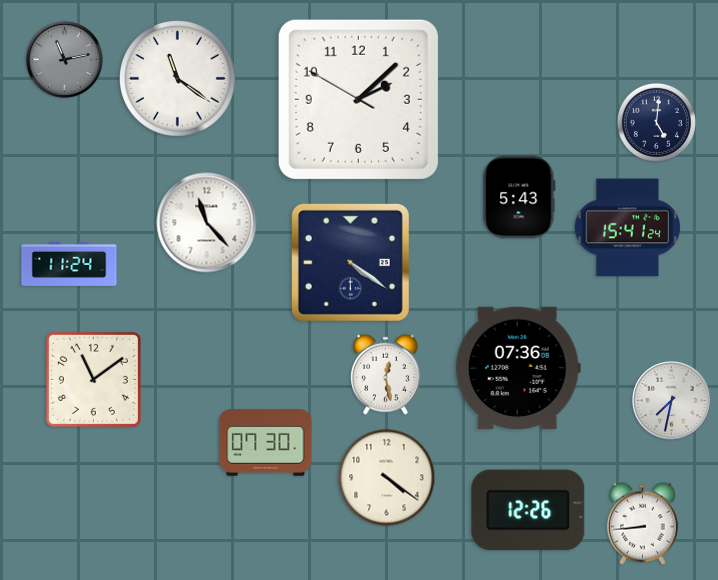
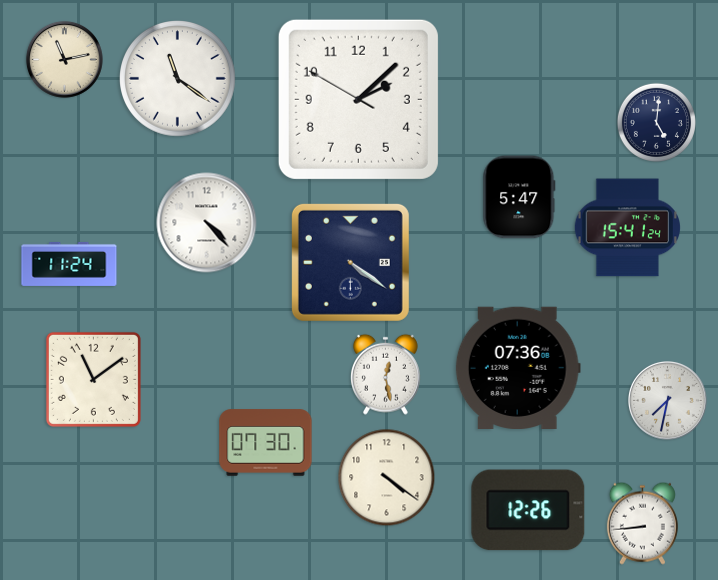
clock at (64, 59) dial: grey -> cream
clock at (519, 197): 5:43 -> 5:47
clock at (207, 223): 11:23 -> 4:23
clock at (672, 401) position: (672, 401) -> (668, 401)
